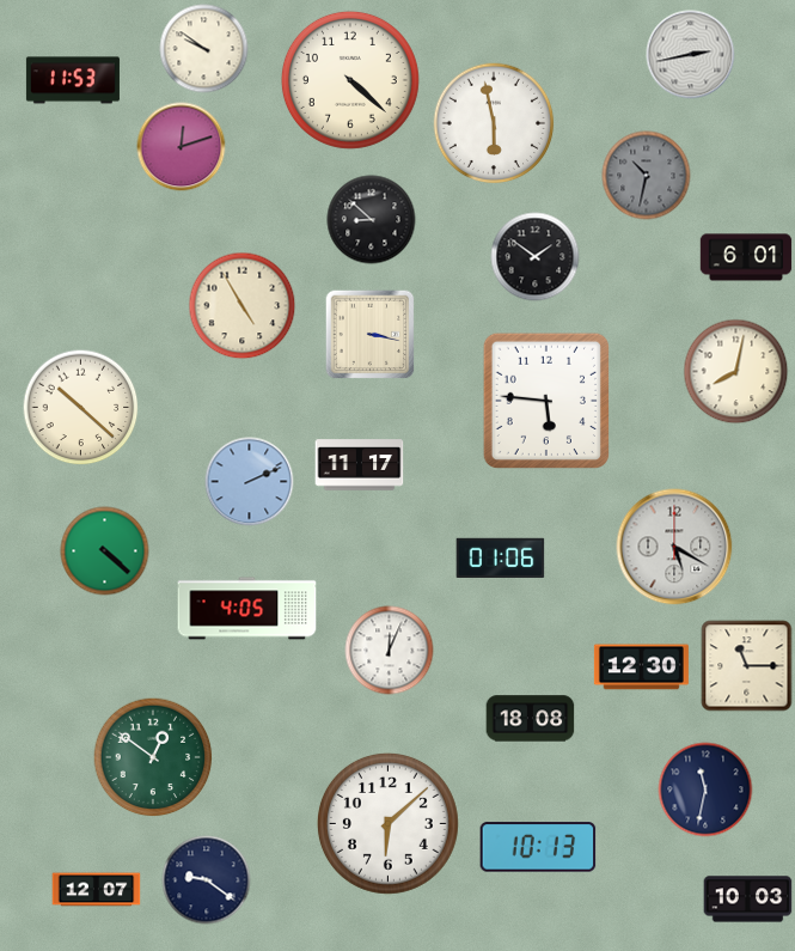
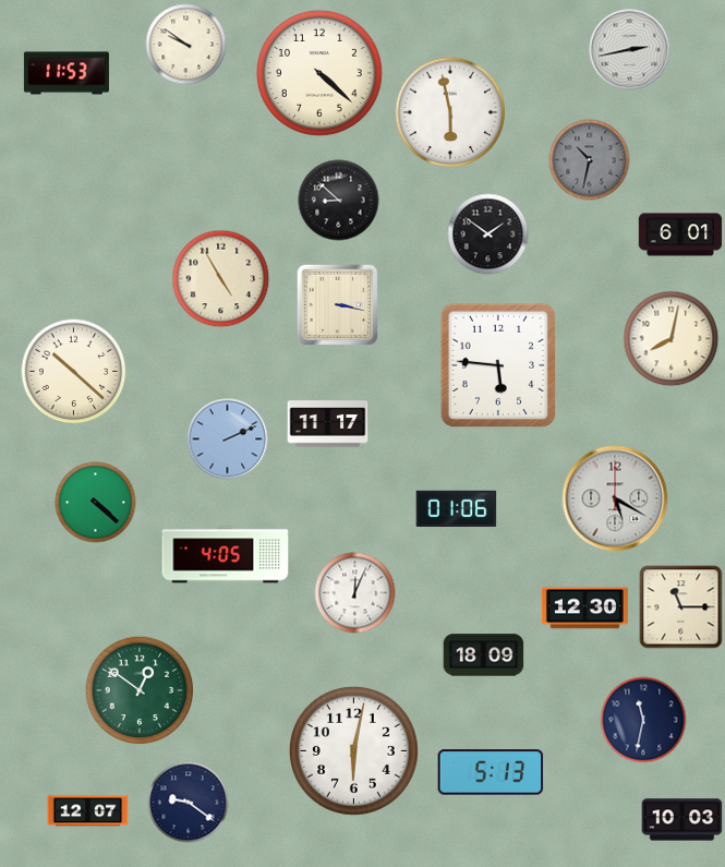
clock at (182, 147): 12:12 -> none
clock at (531, 719): 18:08 -> 18:09
clock at (387, 823): 6:08 -> 6:02
clock at (538, 847): 10:13 -> 5:13
